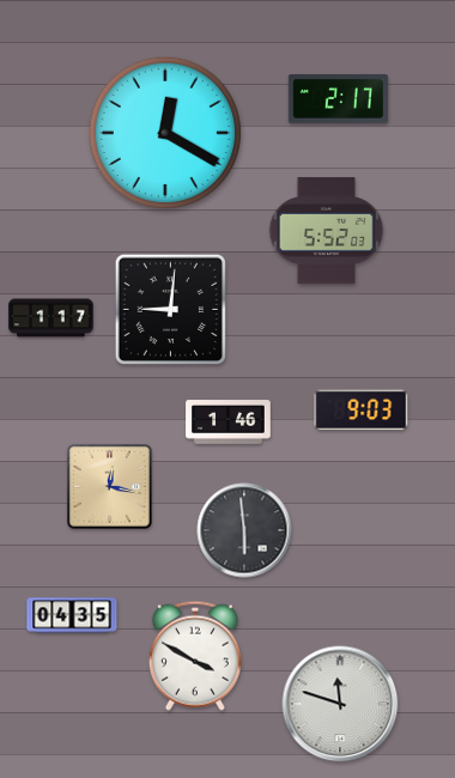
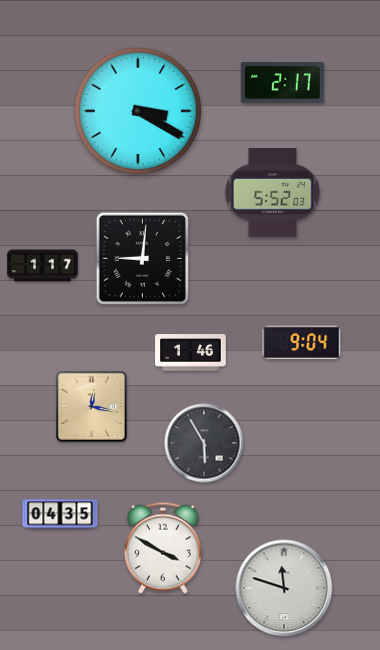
clock at (164, 132): 12:20 -> 3:20
clock at (362, 411): 9:03 -> 9:04
clock at (244, 530): 5:59 -> 5:55
